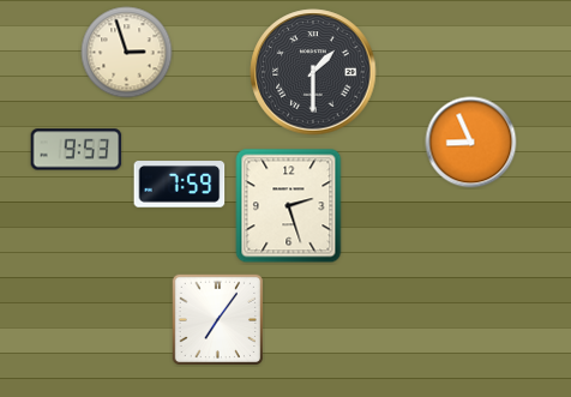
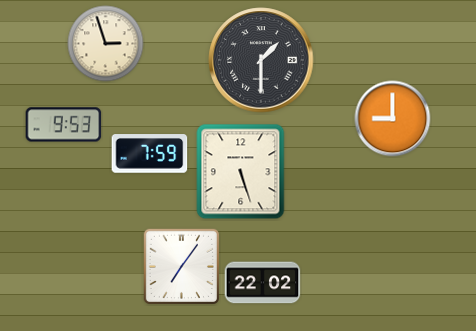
clock at (471, 143): 8:56 -> 9:00
clock at (289, 206): 2:27 -> 5:27
clock at (263, 283): none -> 22:02
